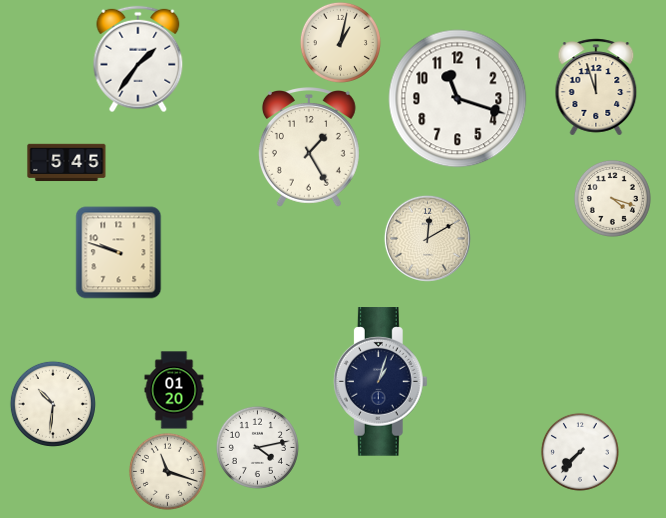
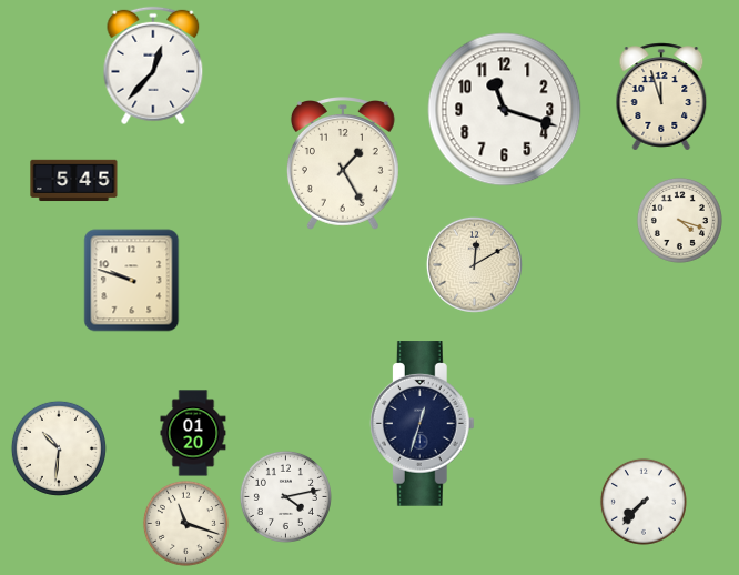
clock at (340, 42): 1:02 -> none
clock at (138, 59): 1:36 -> 12:37
clock at (458, 99) position: (458, 99) -> (505, 110)
clock at (380, 382): 1:03 -> 12:33
